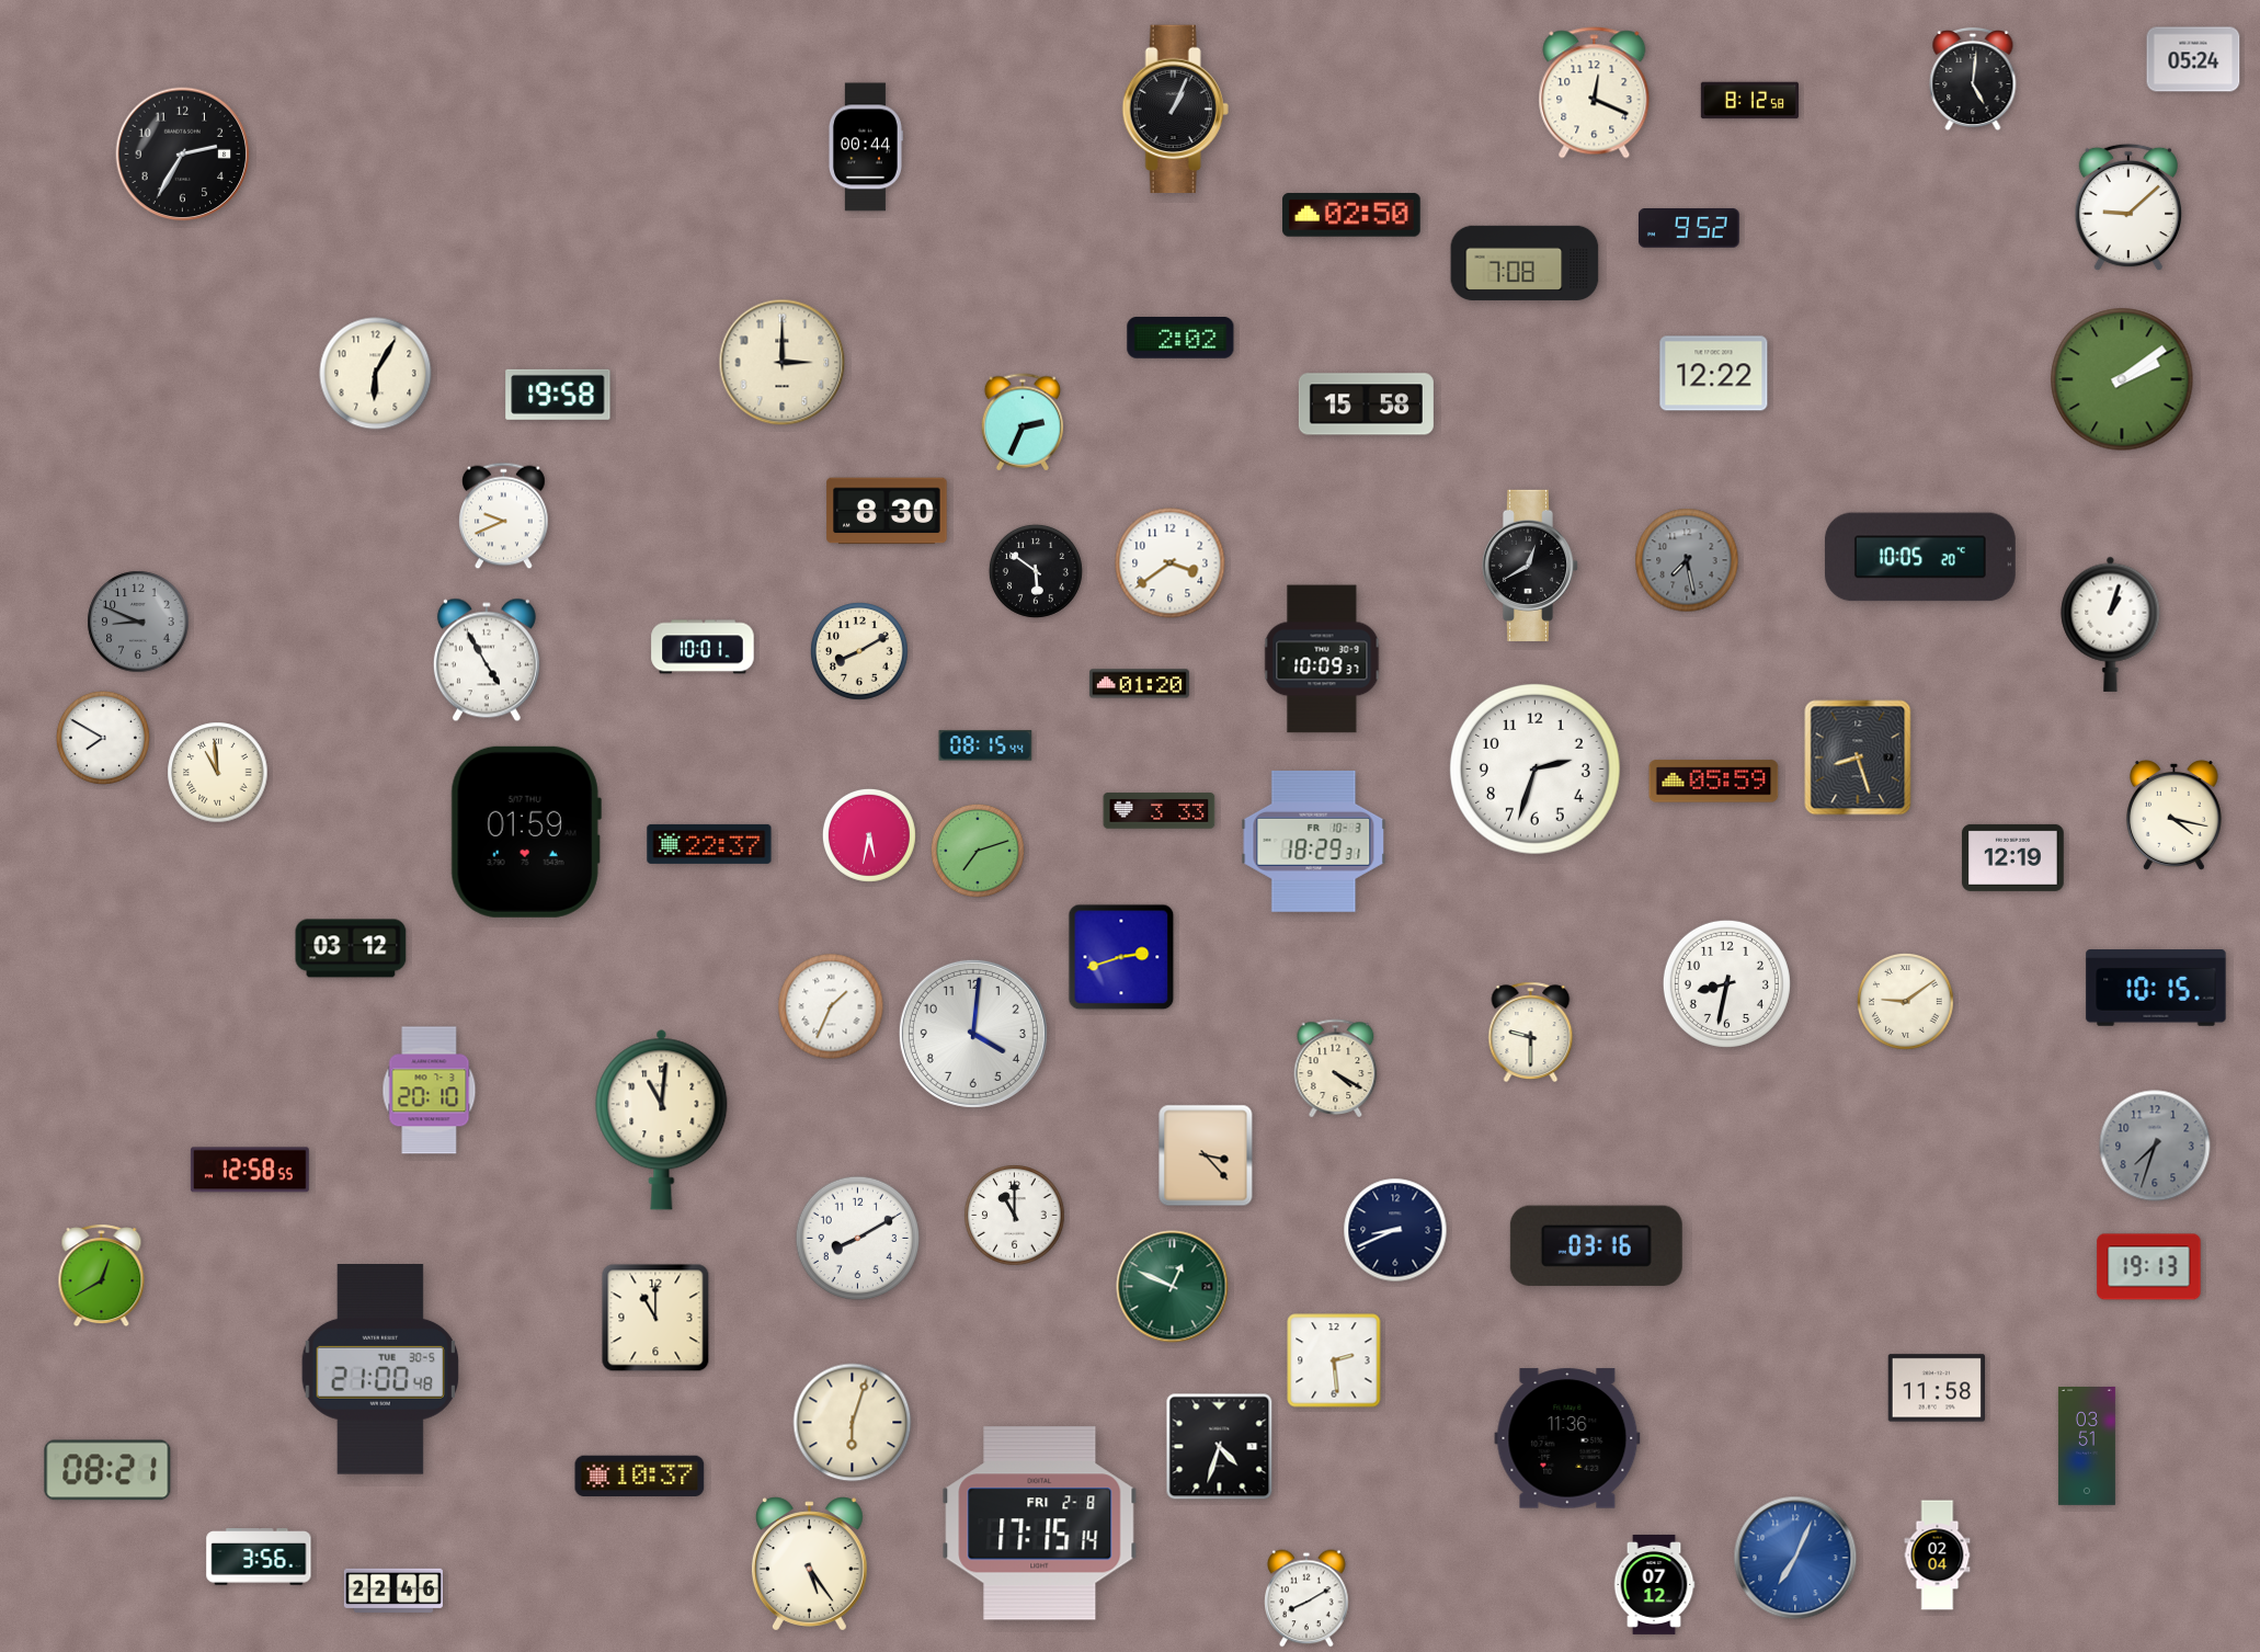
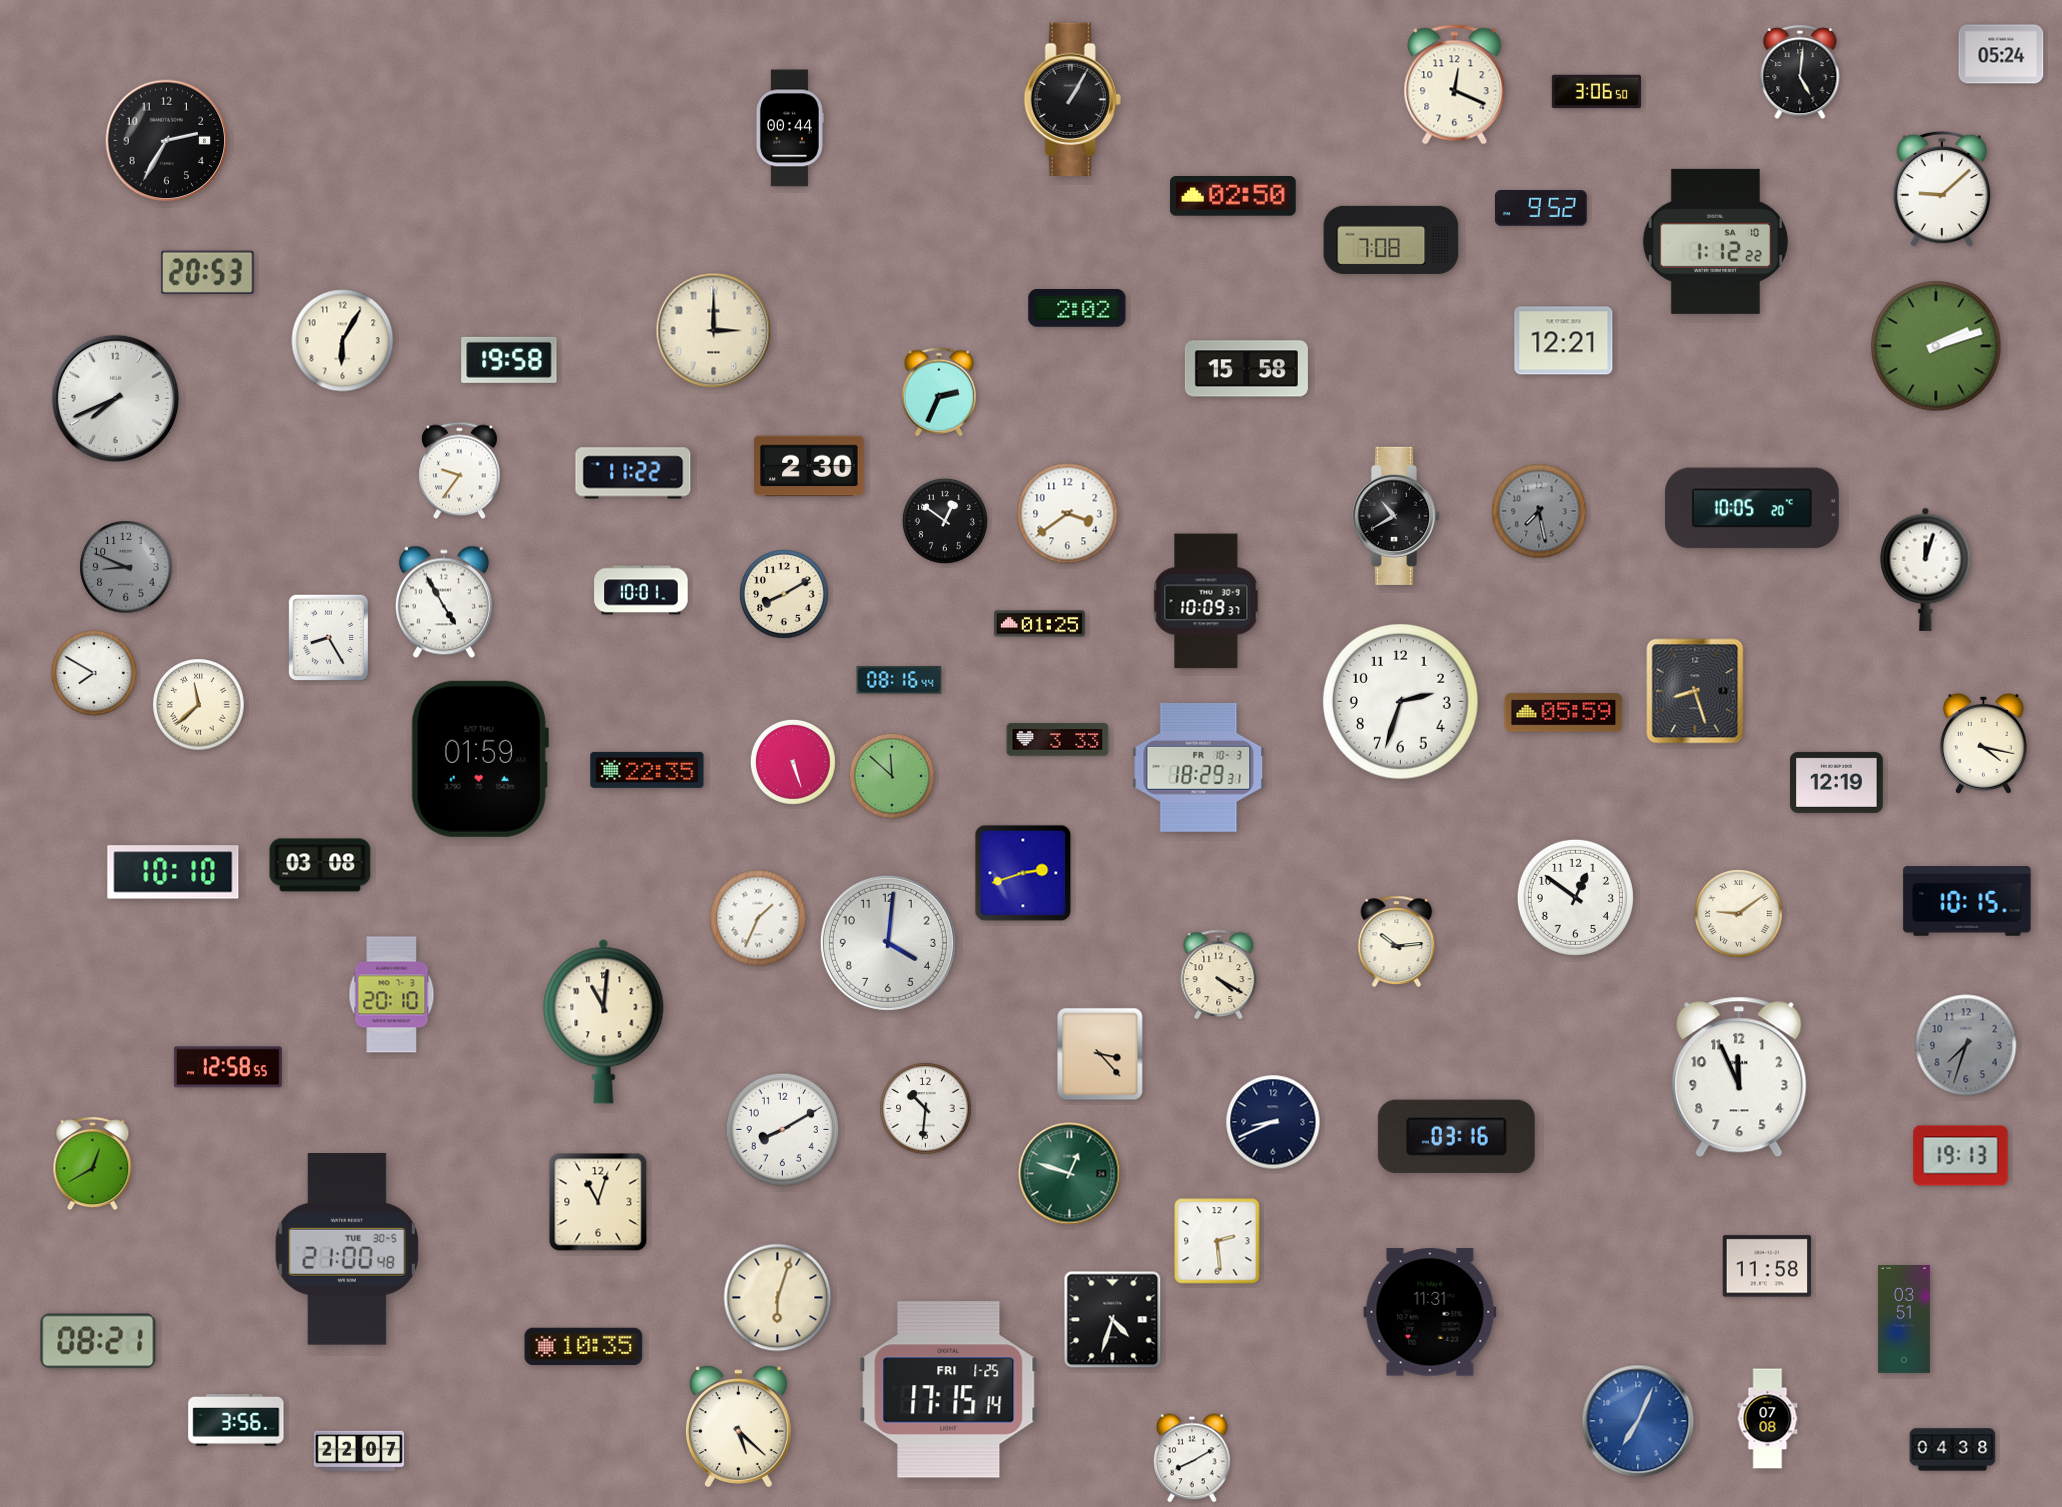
clock at (1749, 101): 8:12 -> 3:06
clock at (1175, 109): 1:04 -> 1:05
clock at (865, 147) position: (865, 147) -> (789, 128)
clock at (1715, 241): none -> 1:12
clock at (207, 273): none -> 20:53
clock at (1714, 374): 12:22 -> 12:21
clock at (2122, 379): 2:09 -> 2:12
clock at (1023, 422) position: (1023, 422) -> (939, 392)
clock at (115, 398): none -> 7:41
clock at (887, 511): 8:30 -> 2:30
clock at (504, 516): 9:41 -> 9:36
clock at (633, 473): none -> 11:22
clock at (1530, 566): 12:40 -> 10:40
clock at (1036, 571): 5:51 -> 12:51
clock at (2111, 624): 1:03 -> 12:03
clock at (1139, 684): 01:20 -> 01:25
clock at (329, 638): none -> 8:25
clock at (985, 745): 08:15 -> 08:16
clock at (218, 773): 10:59 -> 11:38
clock at (869, 835): 5:32 -> 5:27
clock at (709, 844): 22:37 -> 22:35
clock at (978, 851): 7:12 -> 11:52
clock at (351, 948): 03:12 -> 03:08
clock at (173, 872): none -> 10:10
clock at (1726, 983): 8:32 -> 12:51
clock at (1531, 1033): 9:30 -> 10:14
clock at (1739, 1077): none -> 11:56
clock at (1015, 1216): 11:00 -> 10:31
clock at (1173, 1287): 12:49 -> 12:48
clock at (655, 1318): 11:00 -> 11:03
clock at (1567, 1438): 11:36 -> 11:31
clock at (640, 1477): 10:37 -> 10:35
clock at (1040, 1524) date: FRI 2-8 -> FRI 1-25
clock at (1938, 1556): 02:04 -> 07:08
clock at (809, 1564): 5:24 -> 5:22
clock at (1654, 1584): 07:12 -> none
clock at (1953, 1450): none -> 04:38
clock at (393, 1591): 22:46 -> 22:07
